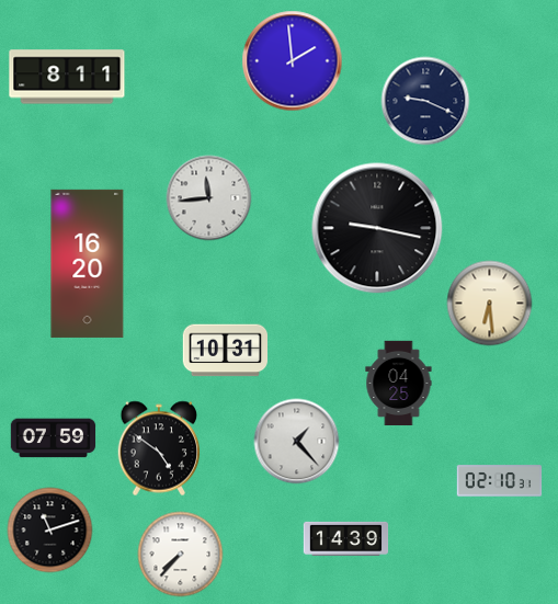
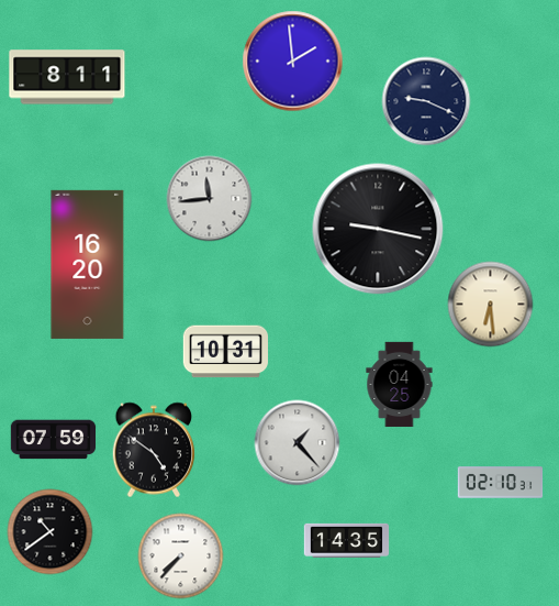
clock at (159, 448) position: (159, 448) -> (154, 450)
clock at (49, 529): 11:12 -> 10:39
clock at (345, 538): 14:39 -> 14:35
